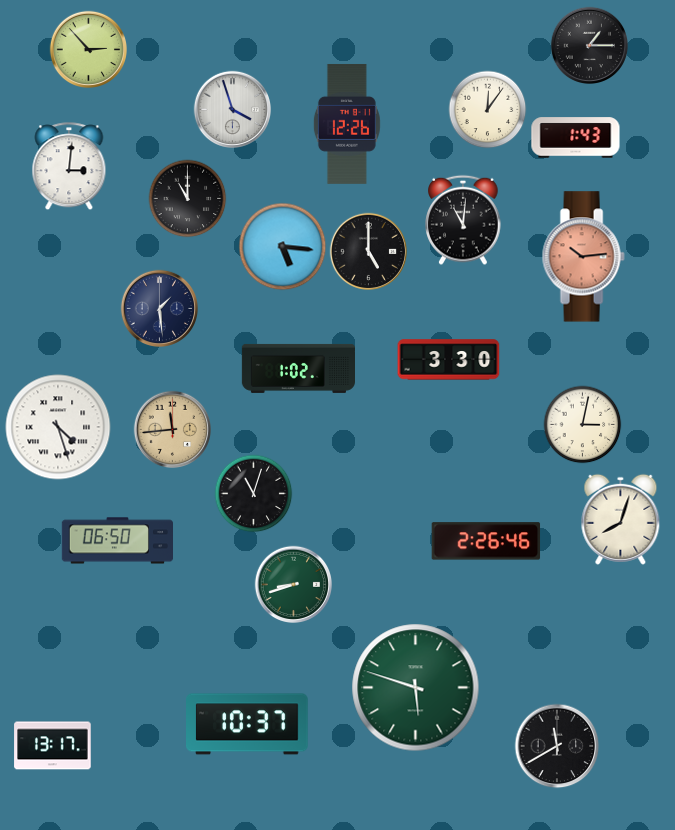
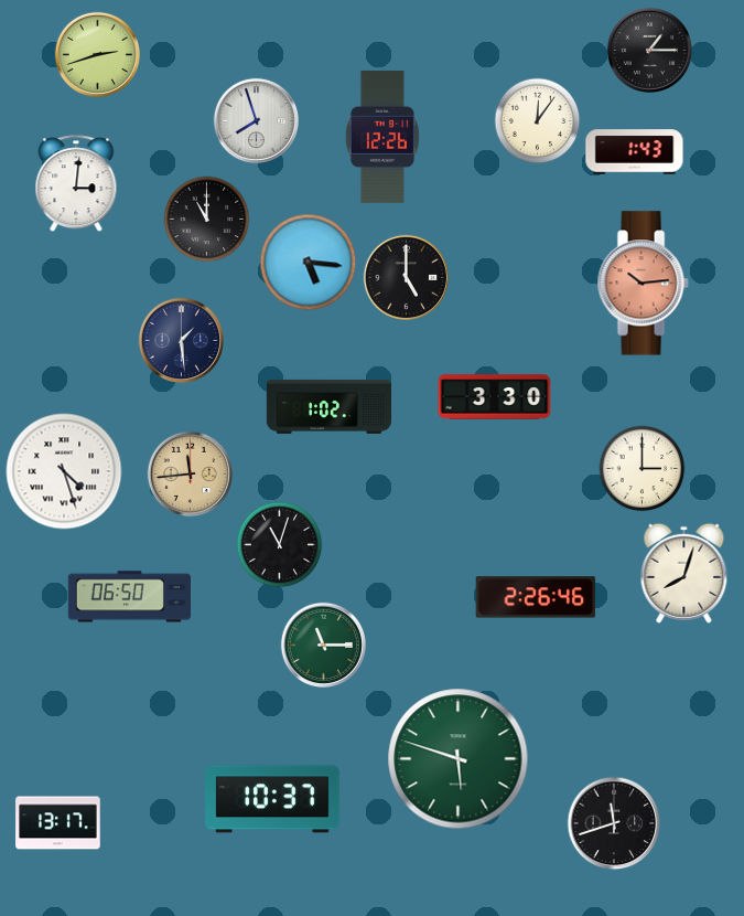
clock at (88, 49): 2:53 -> 2:42
clock at (232, 109): 3:57 -> 7:57
clock at (463, 220): 11:01 -> none
clock at (282, 246) position: (282, 246) -> (308, 262)
clock at (159, 308) position: (159, 308) -> (181, 340)
clock at (582, 424): 3:02 -> 3:00
clock at (293, 584): 8:42 -> 11:15
clock at (557, 746): 11:40 -> 11:42
